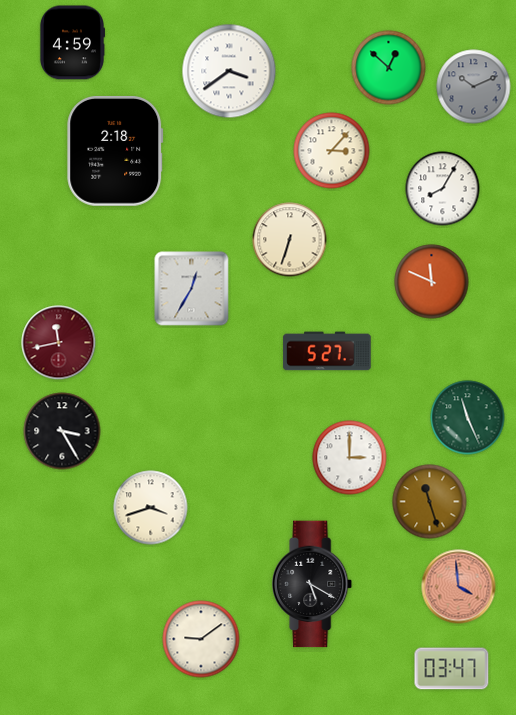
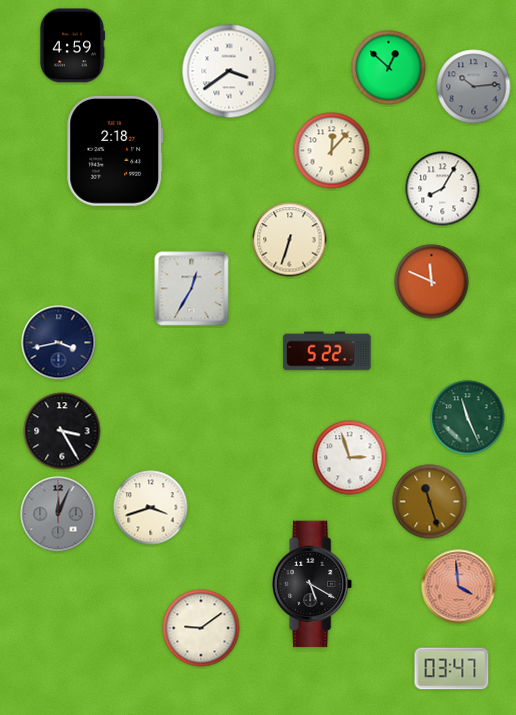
clock at (71, 43) position: (71, 43) -> (71, 46)
clock at (474, 87): 10:11 -> 10:14
clock at (332, 151): 3:07 -> 12:07
clock at (59, 343): 11:43 -> 3:43
clock at (59, 343) dial: burgundy -> navy
clock at (327, 351): 5:27 -> 5:22
clock at (350, 458): 3:00 -> 2:57
clock at (58, 514): none -> 12:04
clock at (201, 639) position: (201, 639) -> (201, 628)
